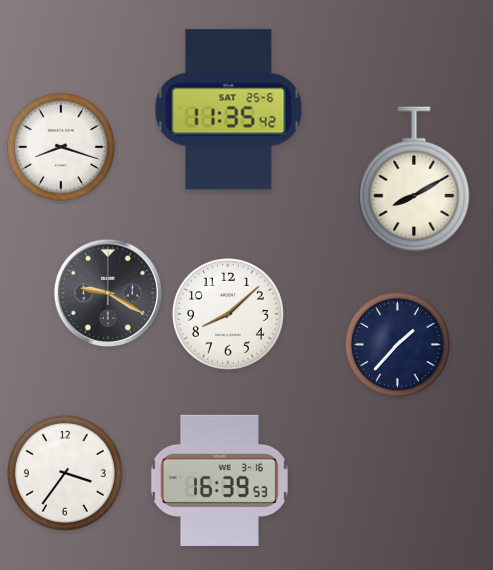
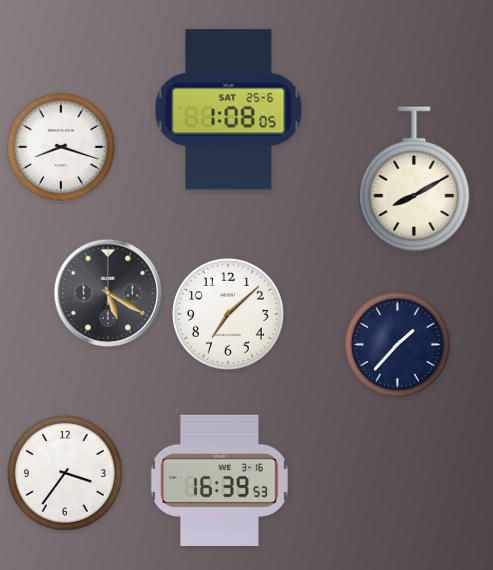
clock at (229, 110): 11:35 -> 1:08
clock at (108, 293): 9:20 -> 5:20
clock at (228, 314): 8:08 -> 7:08
